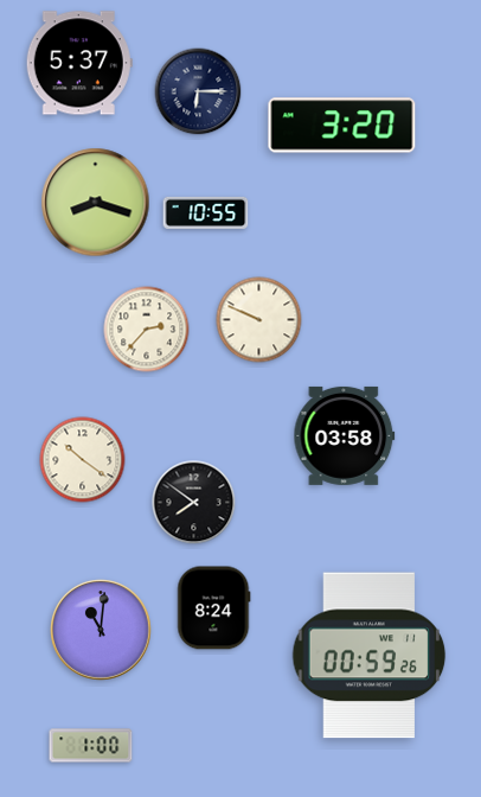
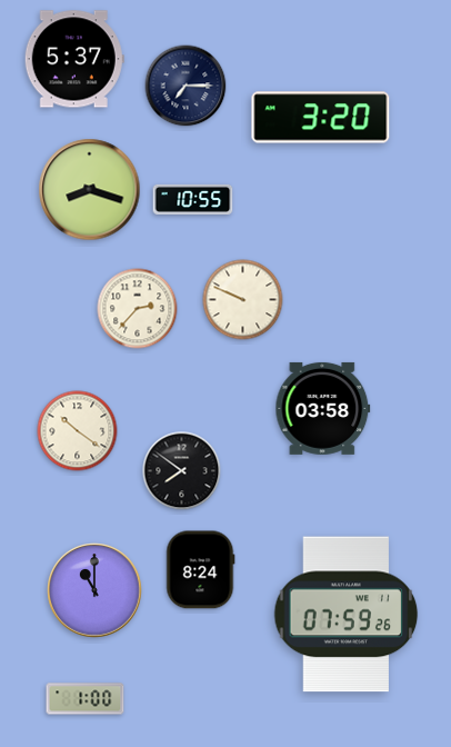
clock at (198, 91): 6:15 -> 7:15
clock at (101, 630): 11:01 -> 11:00
clock at (370, 656): 00:59 -> 07:59
